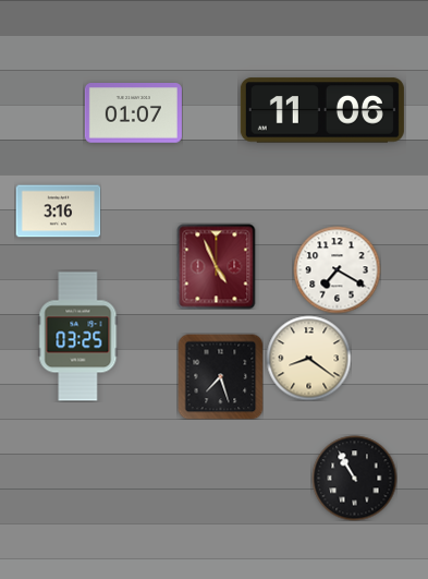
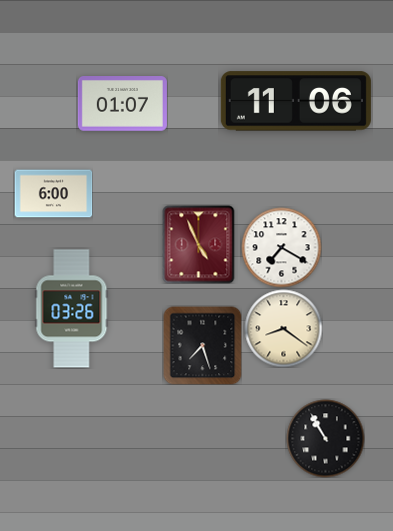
clock at (58, 212): 3:16 -> 6:00
clock at (337, 269) position: (337, 269) -> (281, 247)
clock at (78, 337): 03:25 -> 03:26
